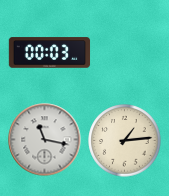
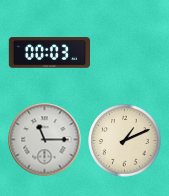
clock at (45, 140): 11:17 -> 11:15
clock at (125, 141): 1:14 -> 1:11
